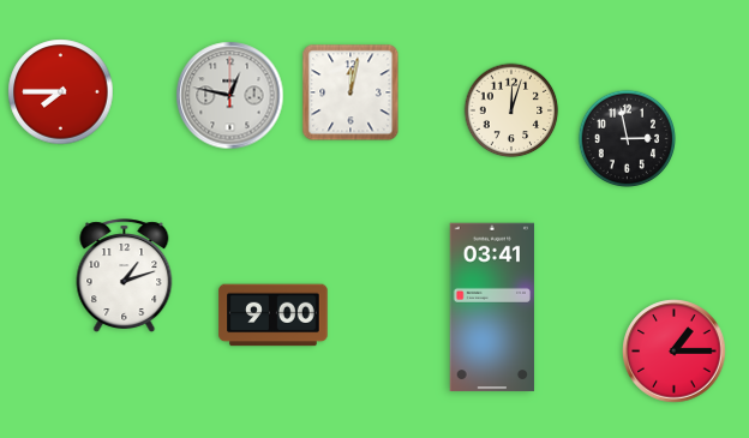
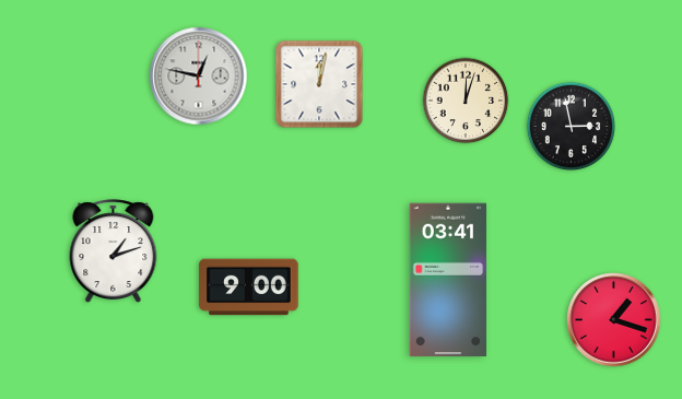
clock at (61, 92): 7:45 -> none
clock at (230, 96) position: (230, 96) -> (199, 77)
clock at (675, 352): 1:15 -> 1:18
